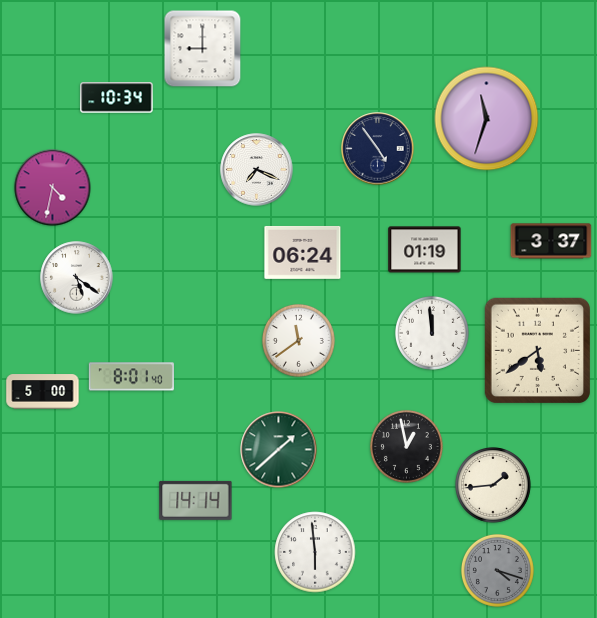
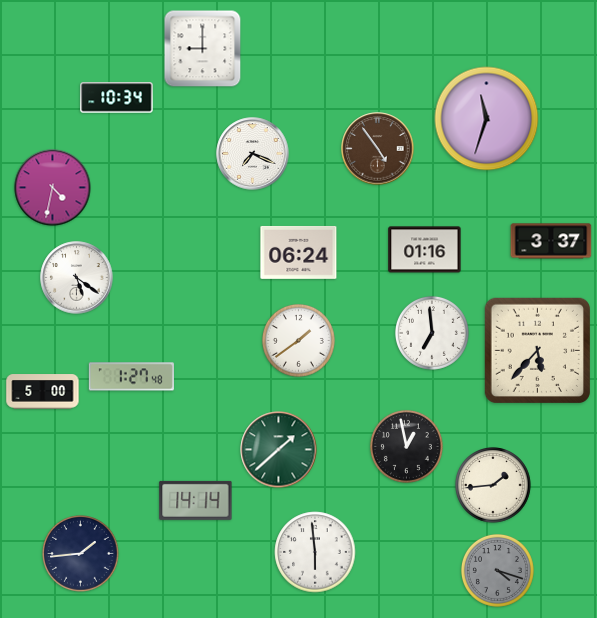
clock at (378, 149) dial: navy -> brown
clock at (257, 170) position: (257, 170) -> (253, 154)
clock at (425, 250): 01:19 -> 01:16
clock at (303, 252) position: (303, 252) -> (299, 252)
clock at (432, 333): 11:59 -> 6:59
clock at (298, 340): 11:39 -> 1:39
clock at (537, 350): 5:39 -> 5:37
clock at (131, 377): 8:01 -> 1:27
clock at (81, 554): none -> 1:44
